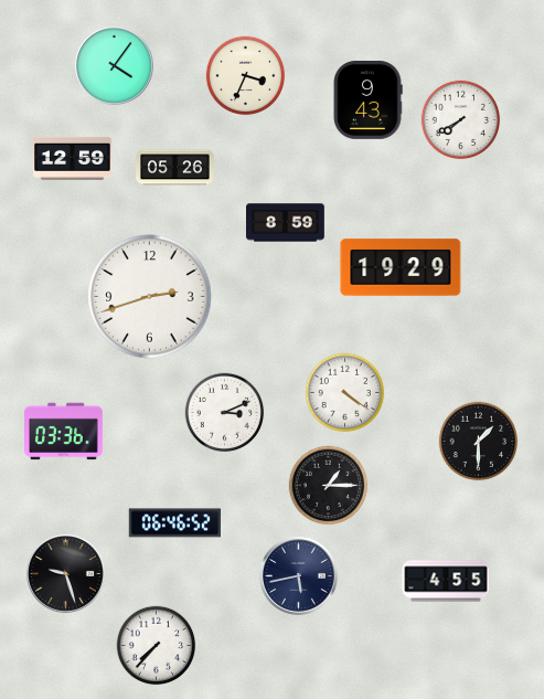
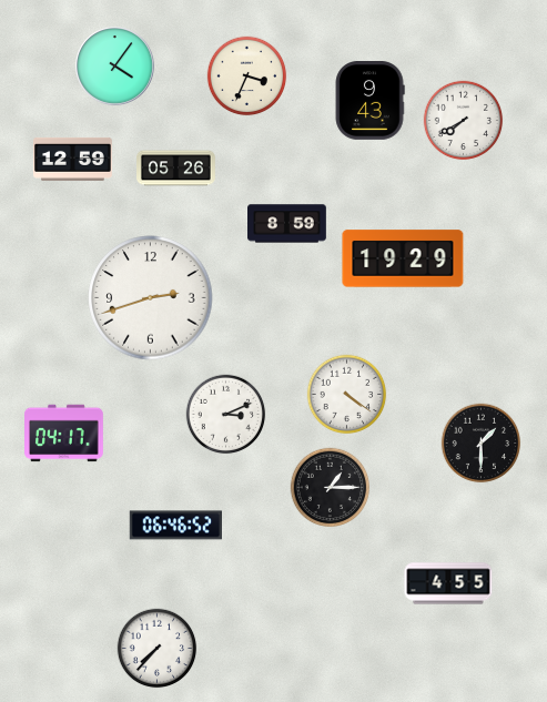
clock at (401, 267) position: (401, 267) -> (403, 258)
clock at (64, 432): 03:36 -> 04:17
clock at (66, 574): 9:27 -> none
clock at (299, 576): 5:43 -> none
